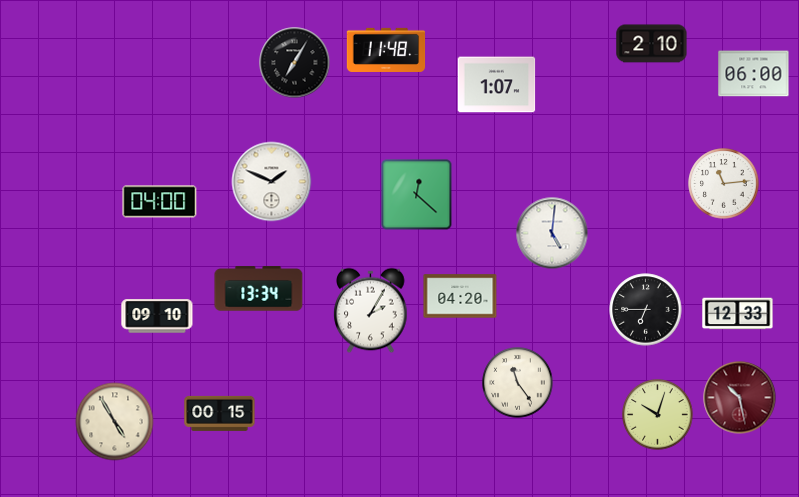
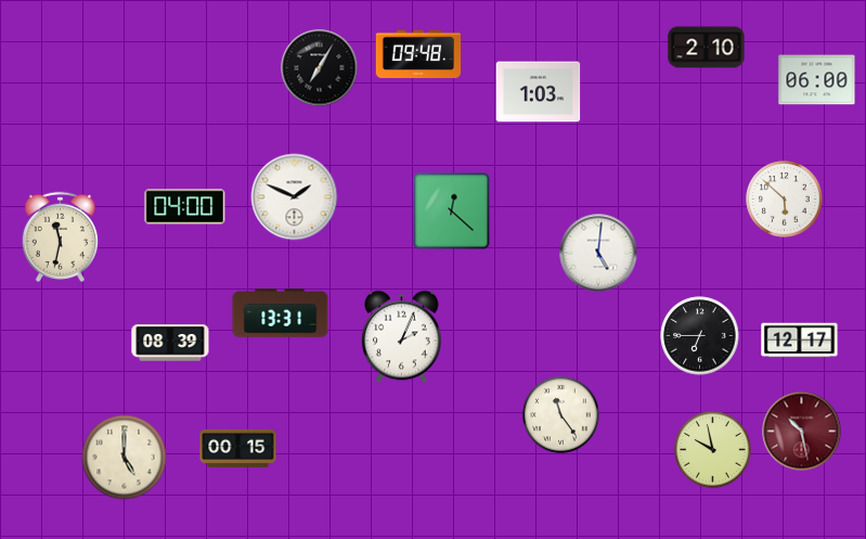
clock at (386, 50): 11:48 -> 09:48
clock at (497, 85): 1:07 -> 1:03
clock at (724, 184): 11:14 -> 5:52
clock at (160, 202) position: (160, 202) -> (185, 207)
clock at (60, 236): none -> 11:32
clock at (259, 289): 13:34 -> 13:31
clock at (460, 296): 04:20 -> none
clock at (371, 311): 2:05 -> 2:04
clock at (738, 314): 12:33 -> 12:17
clock at (157, 316): 09:10 -> 08:39
clock at (658, 415): 10:03 -> 9:58
clock at (115, 422): 4:55 -> 5:00
